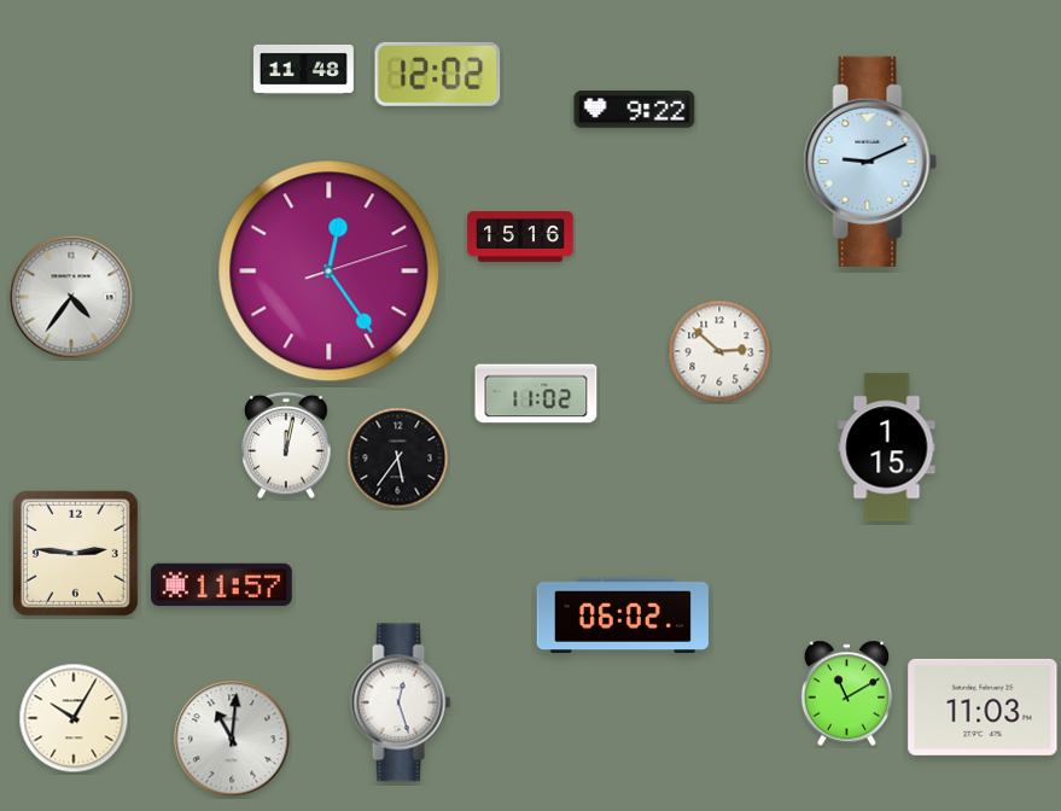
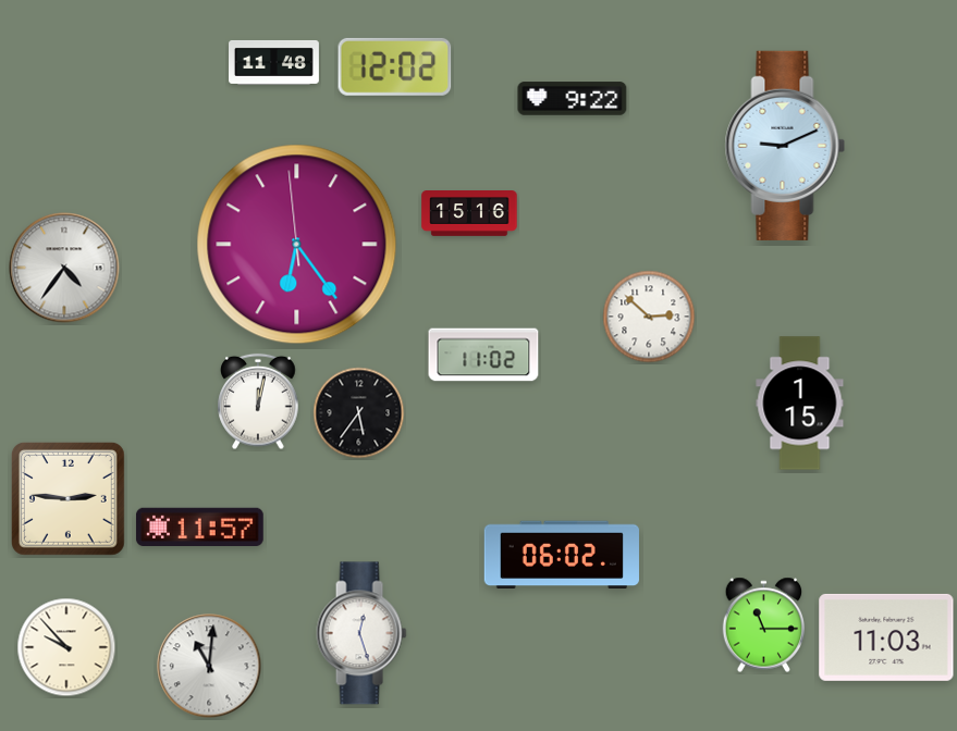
clock at (330, 272): 12:24 -> 6:23
clock at (847, 694): 11:10 -> 11:15
clock at (74, 718): 10:05 -> 9:53
